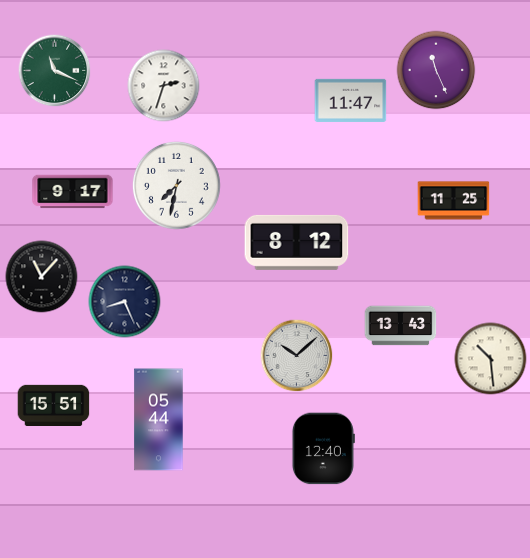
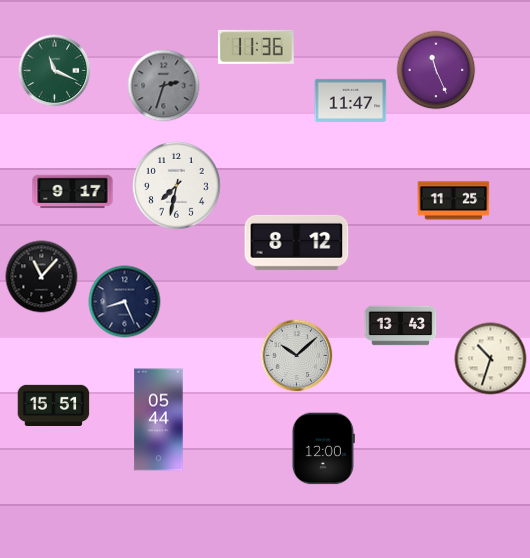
clock at (256, 47): none -> 11:36
clock at (164, 86) dial: white -> grey
clock at (491, 359): 10:29 -> 10:33
clock at (323, 449): 12:40 -> 12:00
